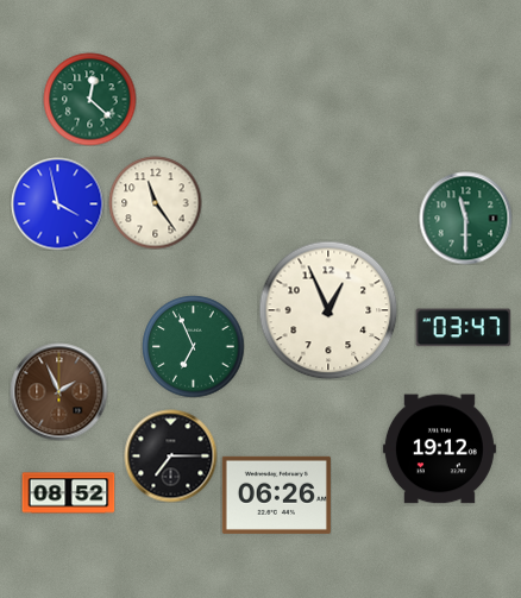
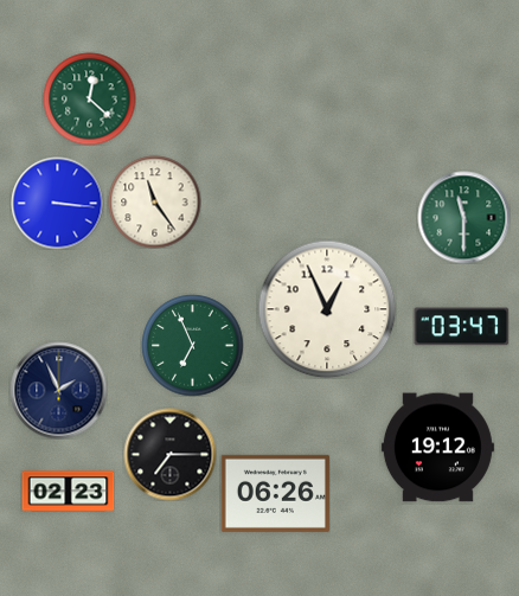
clock at (57, 203): 3:58 -> 3:16
clock at (58, 391) dial: brown -> navy
clock at (68, 493): 08:52 -> 02:23
